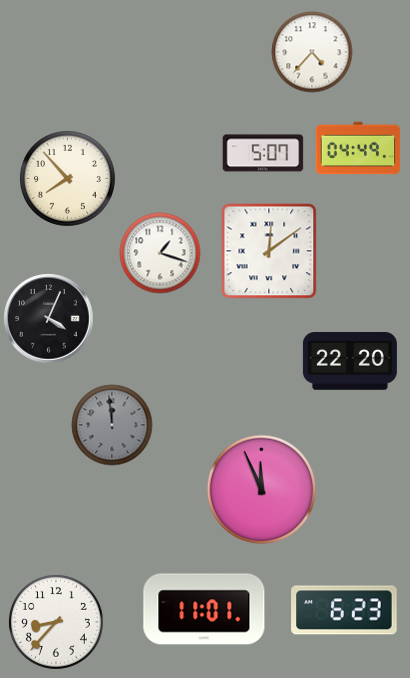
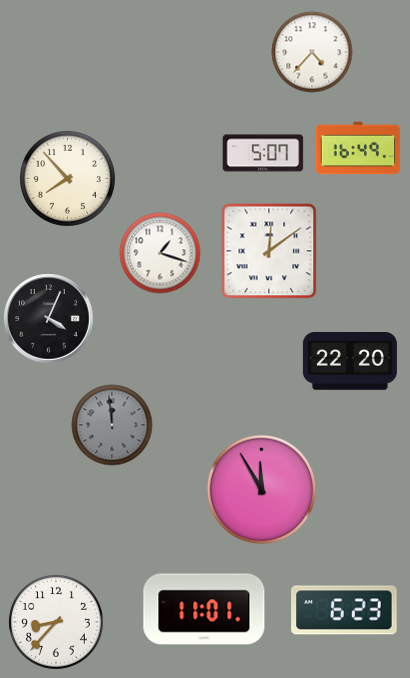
clock at (358, 148): 04:49 -> 16:49
clock at (261, 489): 11:56 -> 11:55
